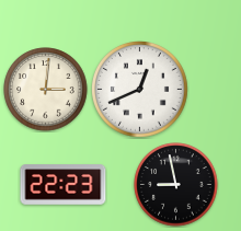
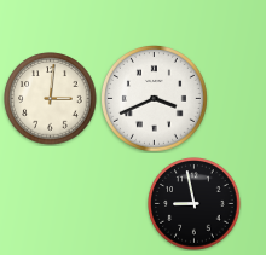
clock at (140, 90): 12:41 -> 3:41
clock at (64, 185): 22:23 -> none
